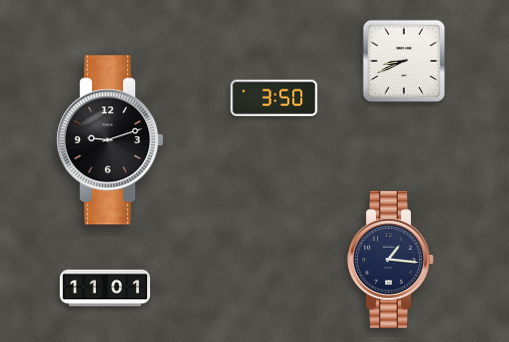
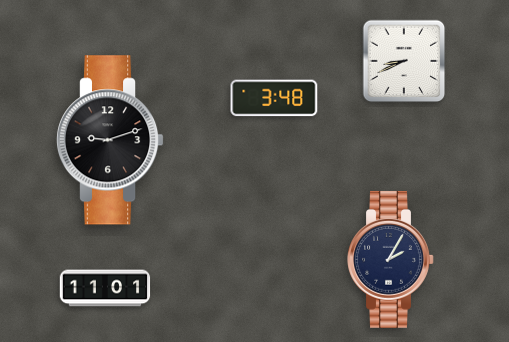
clock at (274, 98): 3:50 -> 3:48
clock at (391, 260): 1:16 -> 2:05
